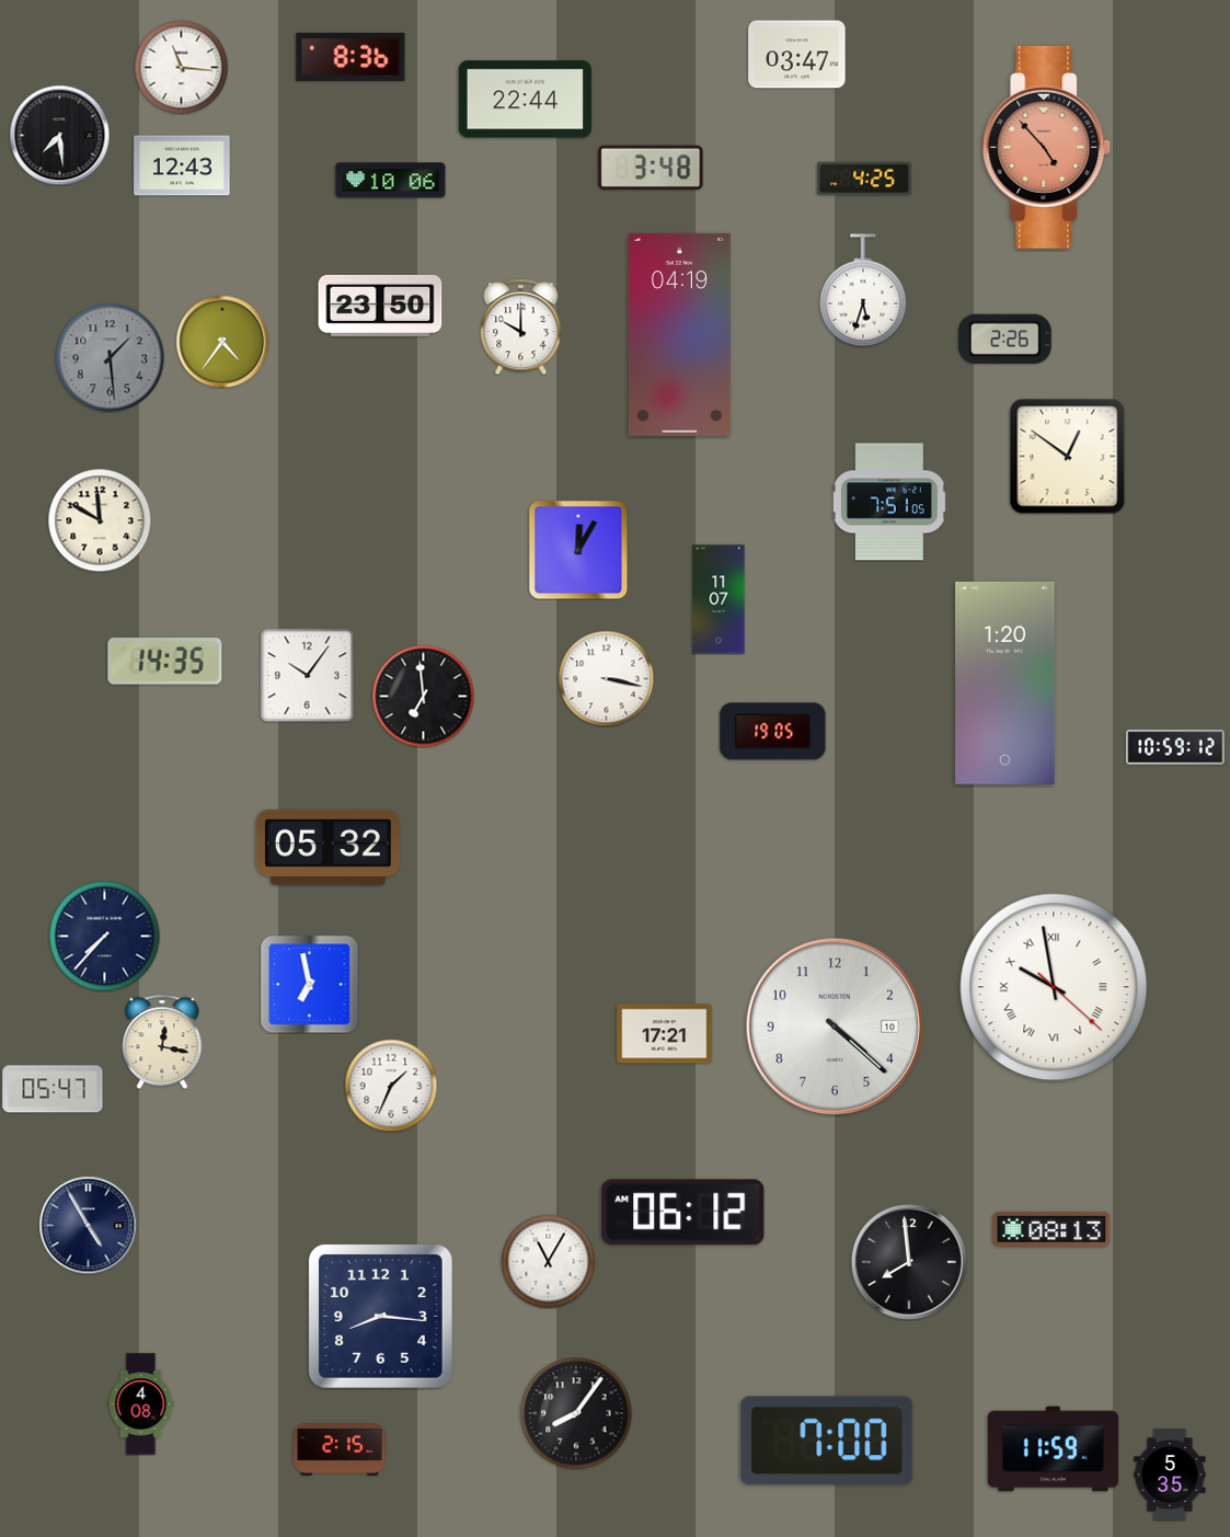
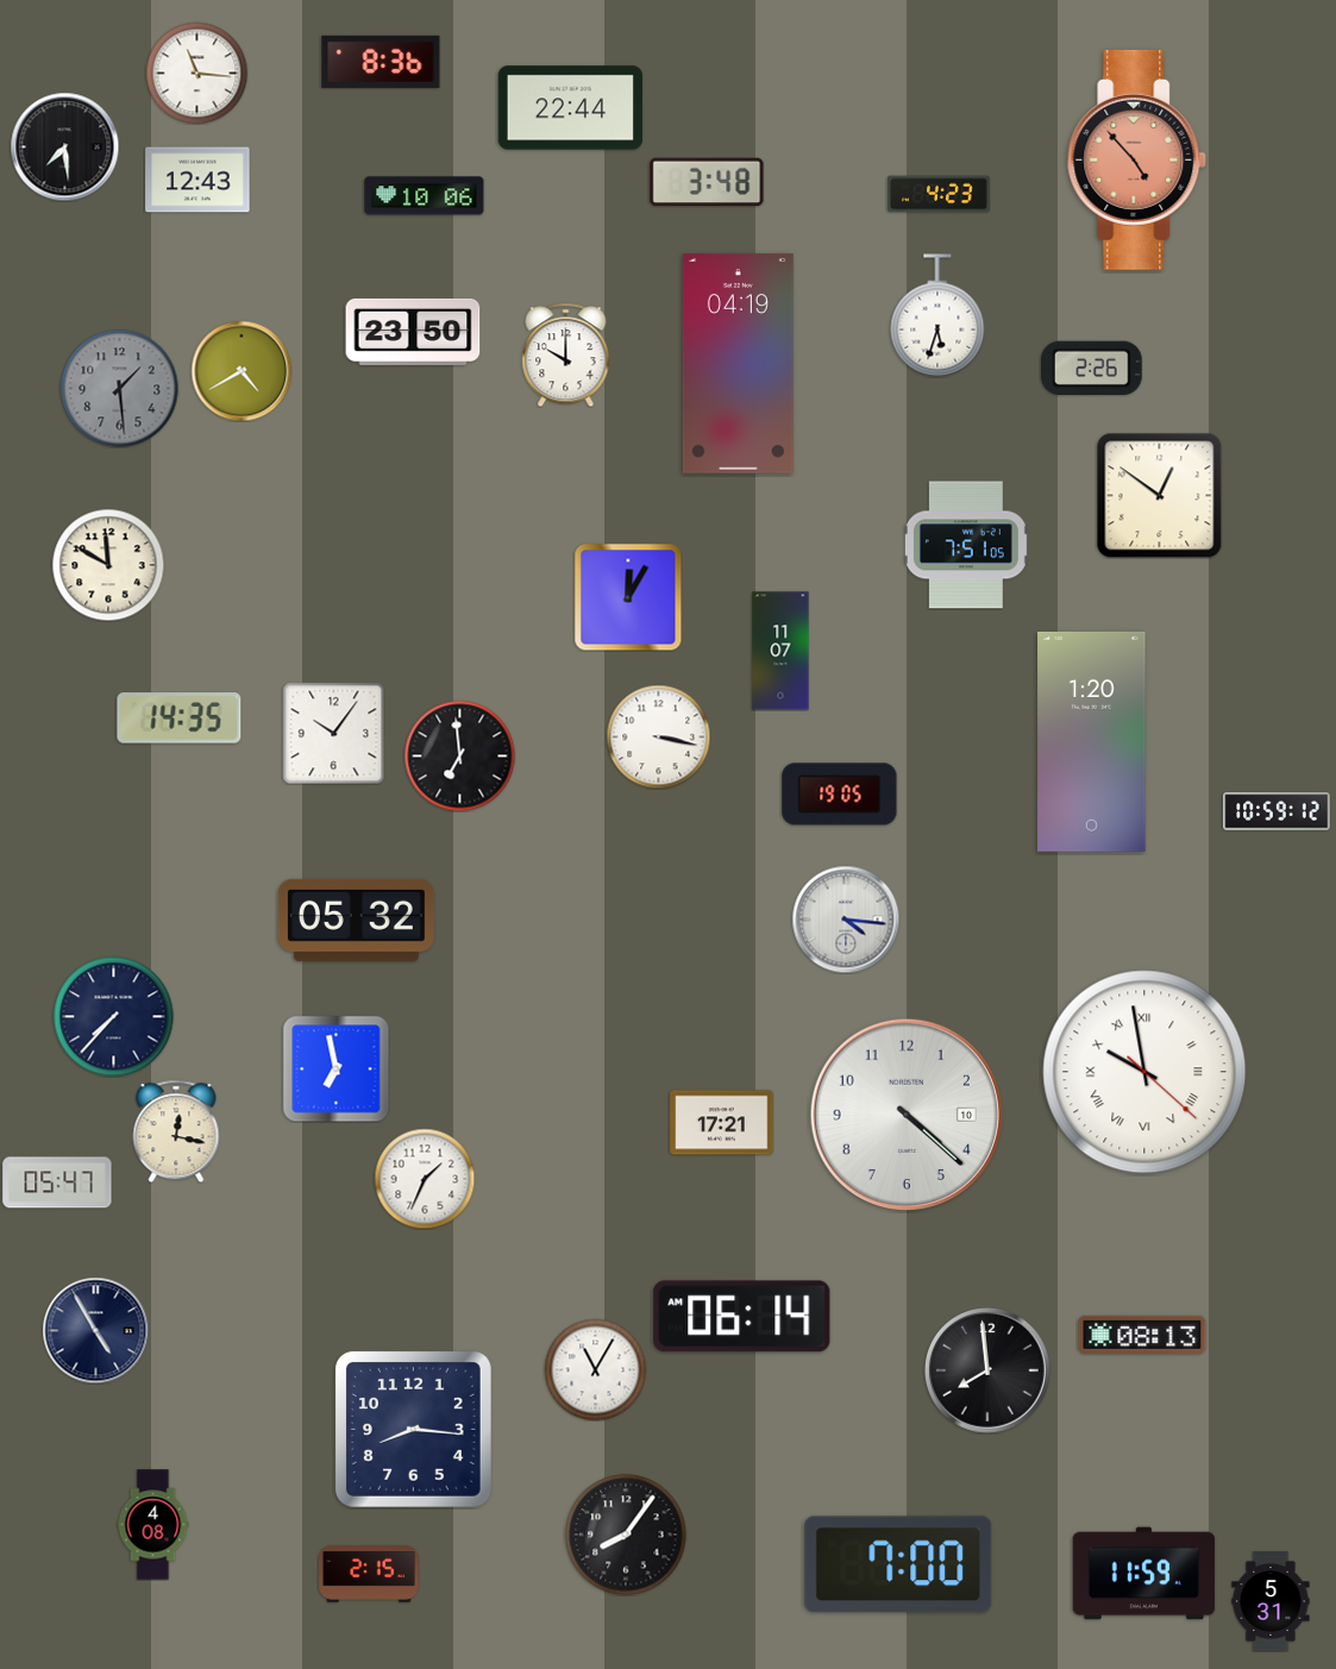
clock at (797, 55): 03:47 -> none
clock at (864, 179): 4:25 -> 4:23
clock at (222, 342): 4:36 -> 4:40
clock at (846, 920): none -> 4:16
clock at (683, 1213): 06:12 -> 06:14
clock at (1170, 1475): 5:35 -> 5:31
